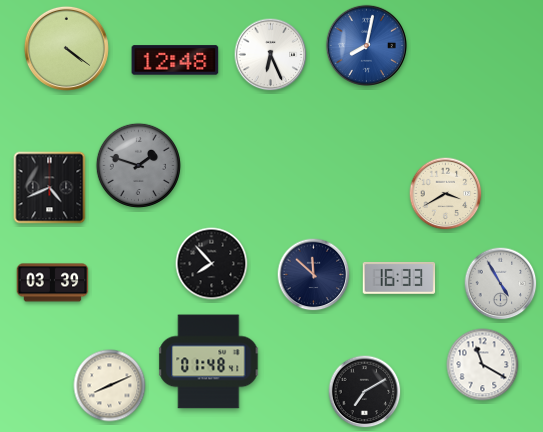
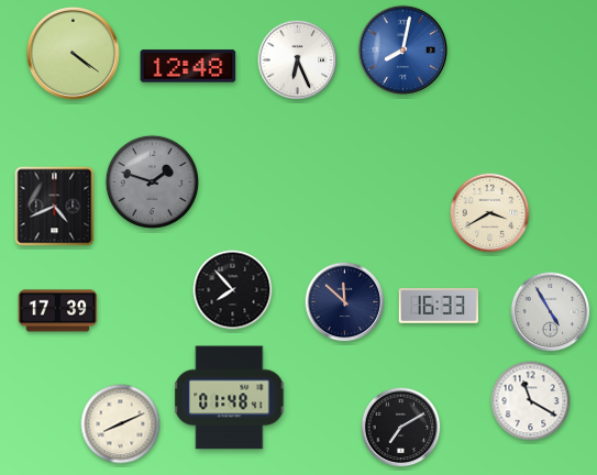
clock at (175, 60) position: (175, 60) -> (188, 66)
clock at (53, 283): 03:39 -> 17:39
clock at (365, 392) position: (365, 392) -> (401, 428)
